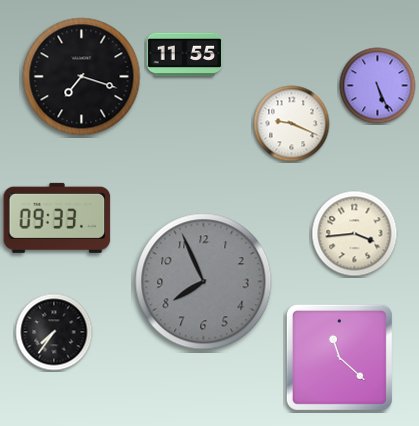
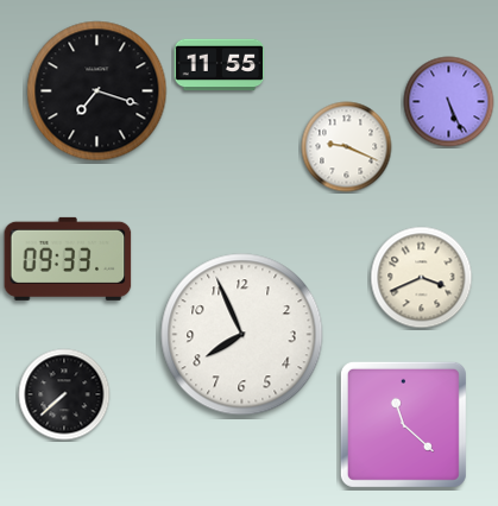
clock at (355, 234): 3:44 -> 3:41
clock at (204, 282) dial: grey -> white
clock at (54, 332): 7:36 -> 7:38
